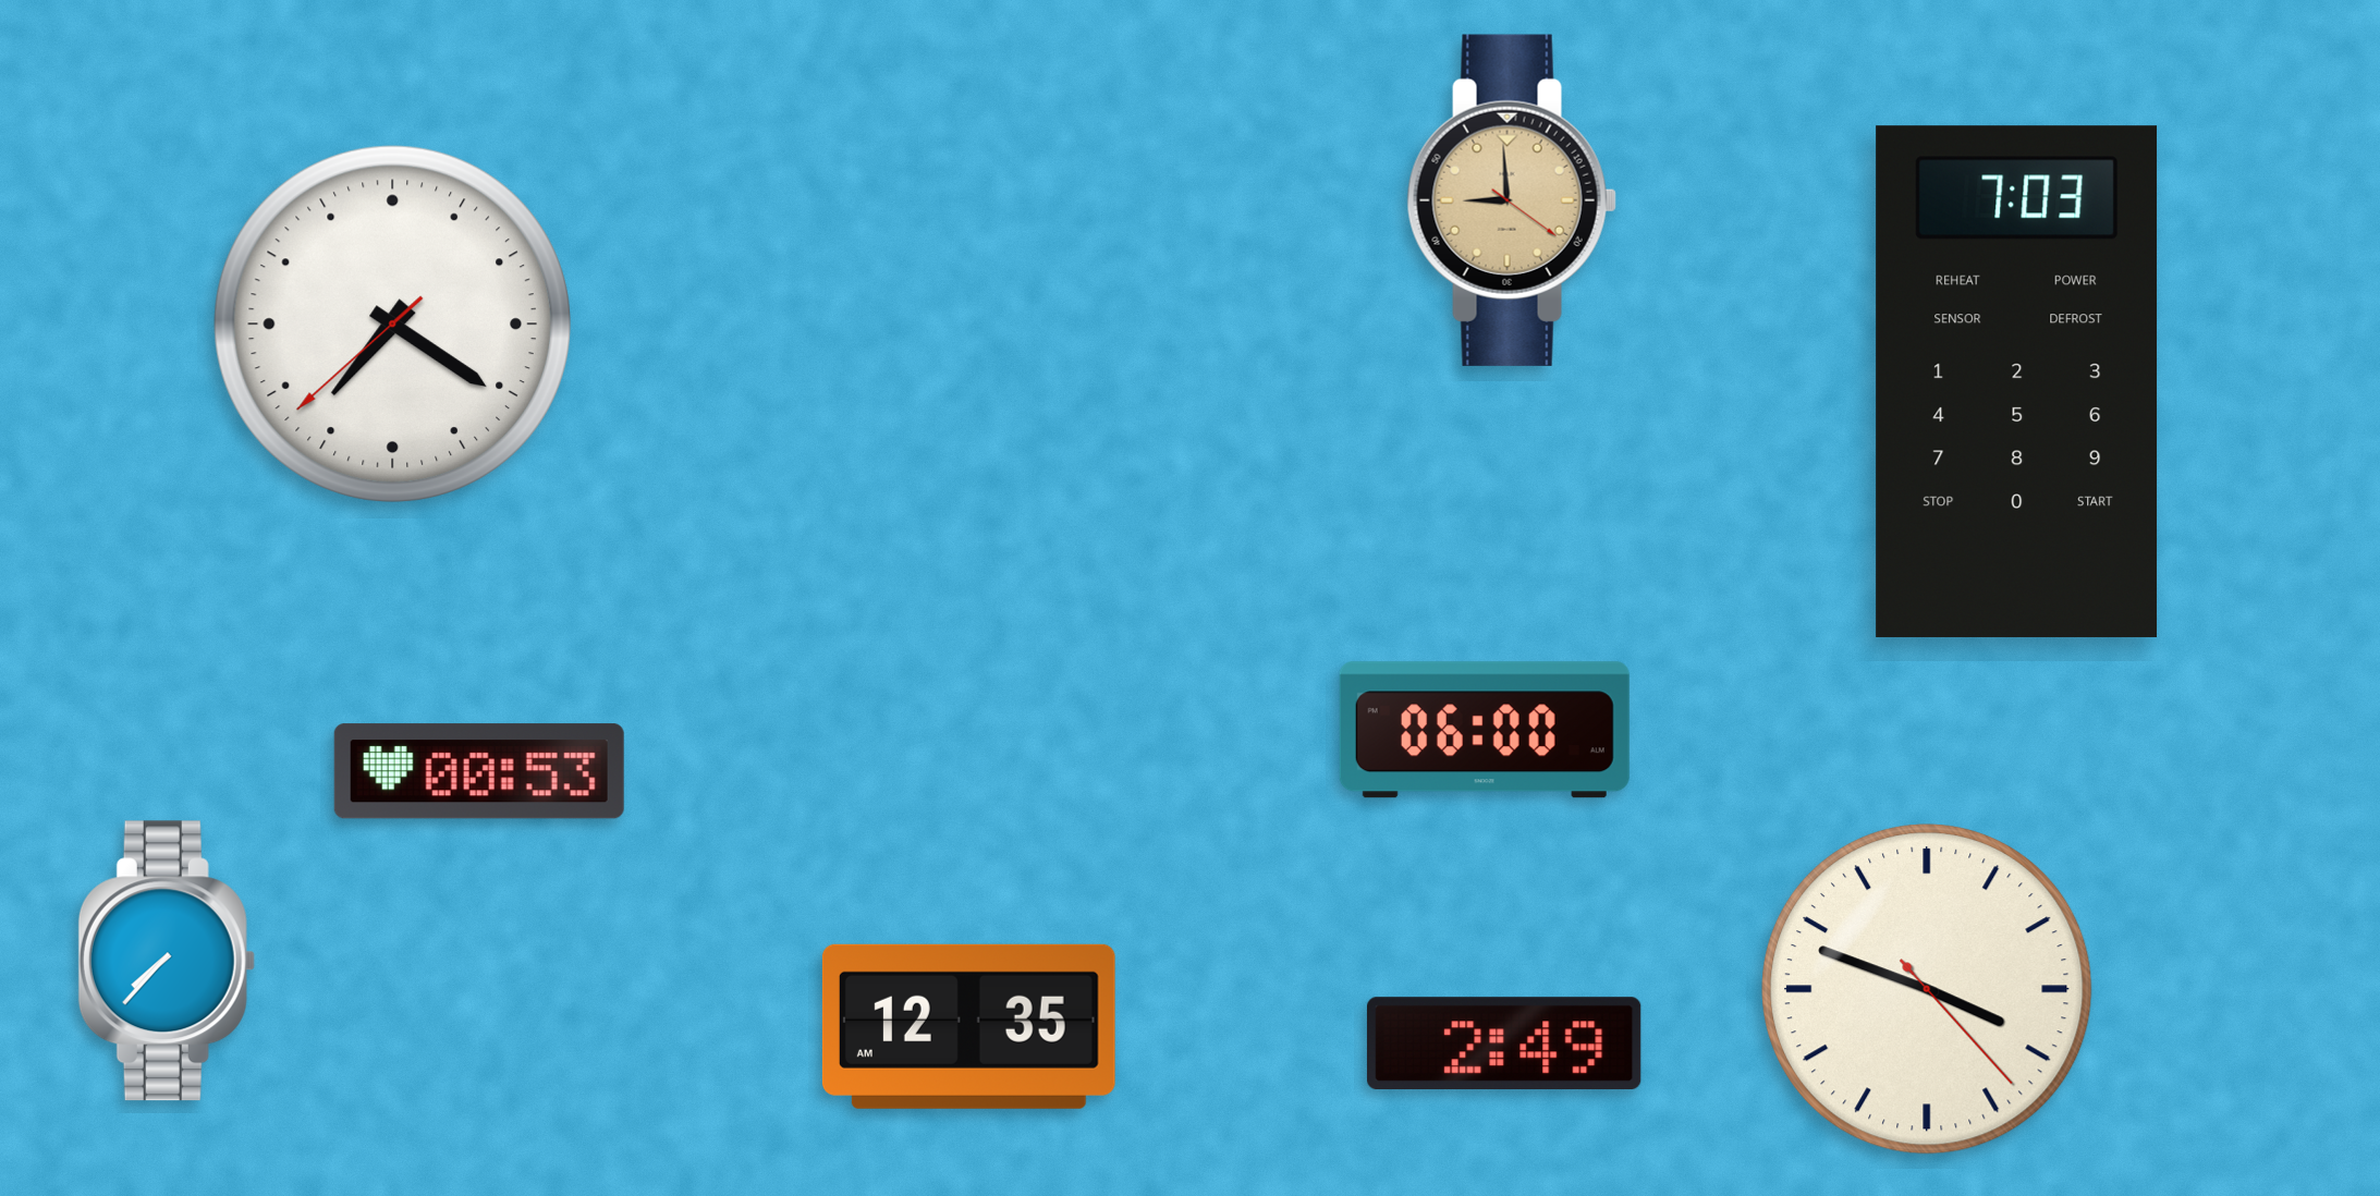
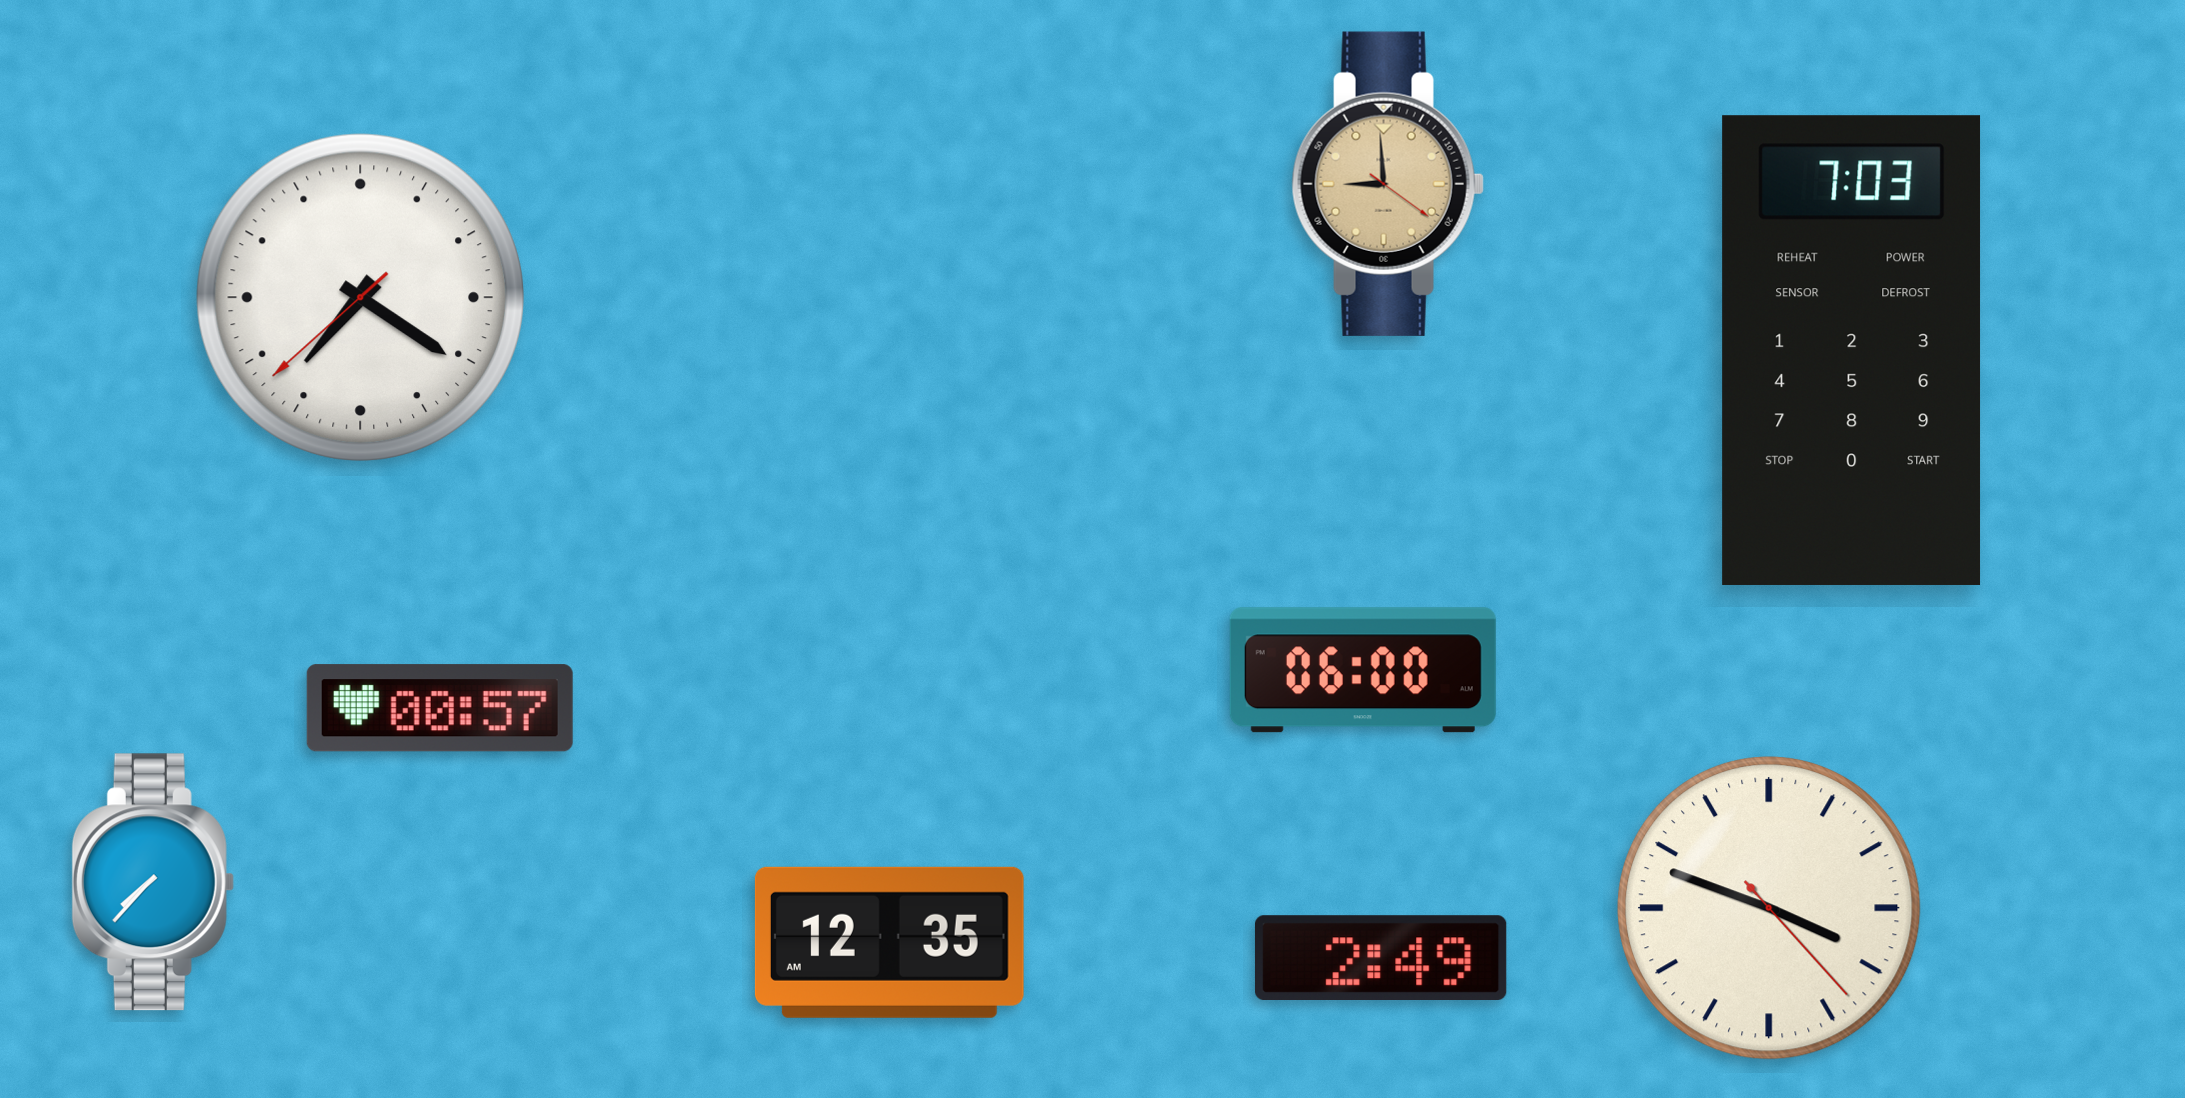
clock at (479, 771): 00:53 -> 00:57
